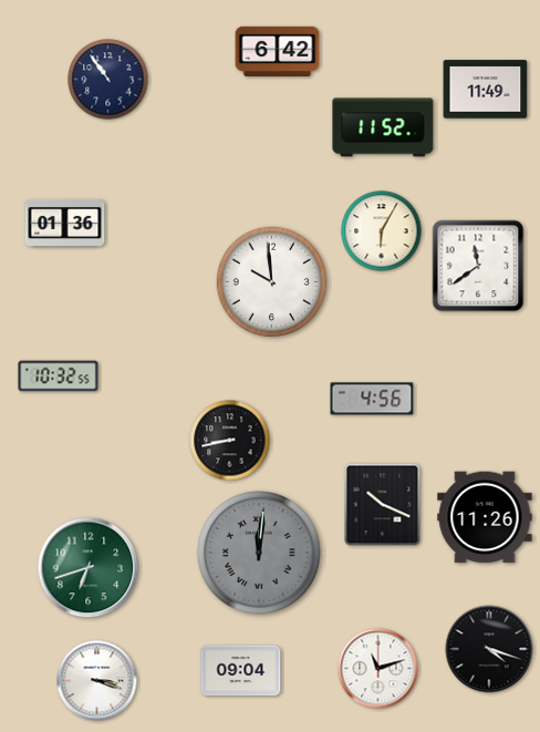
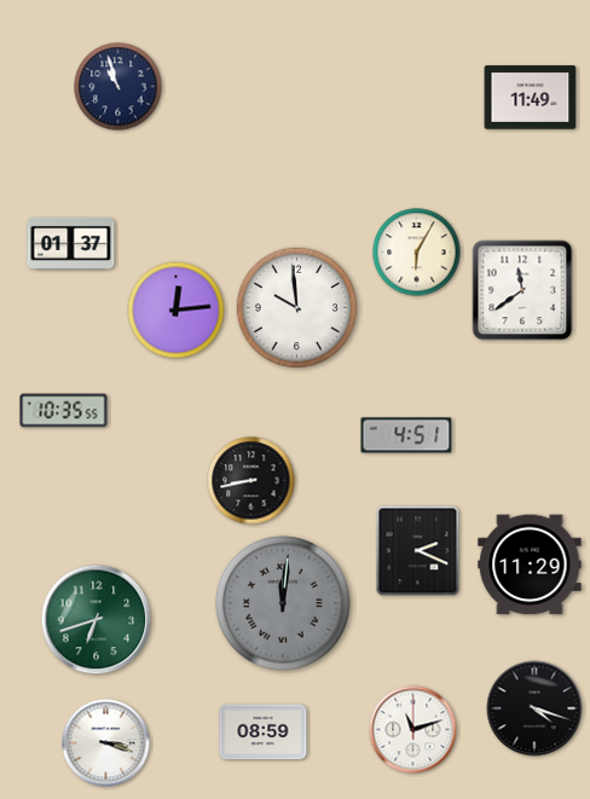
clock at (278, 51): 6:42 -> none
clock at (108, 80): 10:54 -> 10:57
clock at (383, 127): 11:52 -> none
clock at (65, 223): 01:36 -> 01:37
clock at (177, 311): none -> 12:14
clock at (59, 377): 10:32 -> 10:35
clock at (372, 399): 4:56 -> 4:51
clock at (383, 505): 10:19 -> 2:19
clock at (485, 517): 11:26 -> 11:29
clock at (241, 671): 09:04 -> 08:59
